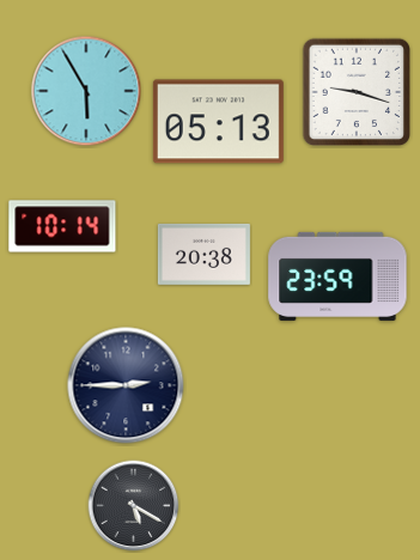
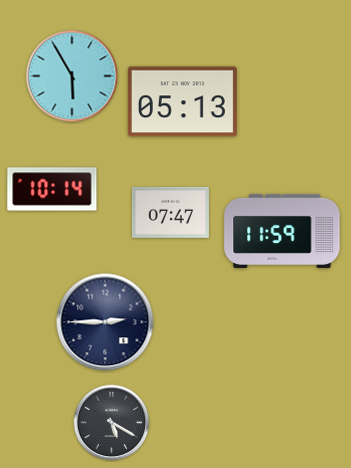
clock at (355, 91): 9:18 -> none
clock at (203, 254): 20:38 -> 07:47
clock at (337, 276): 23:59 -> 11:59
